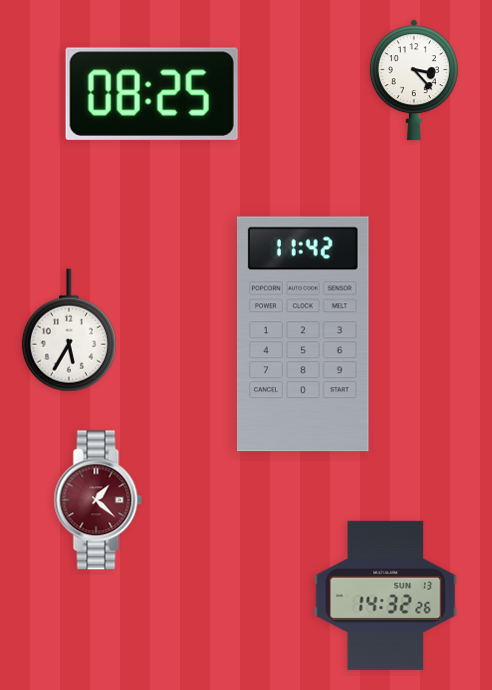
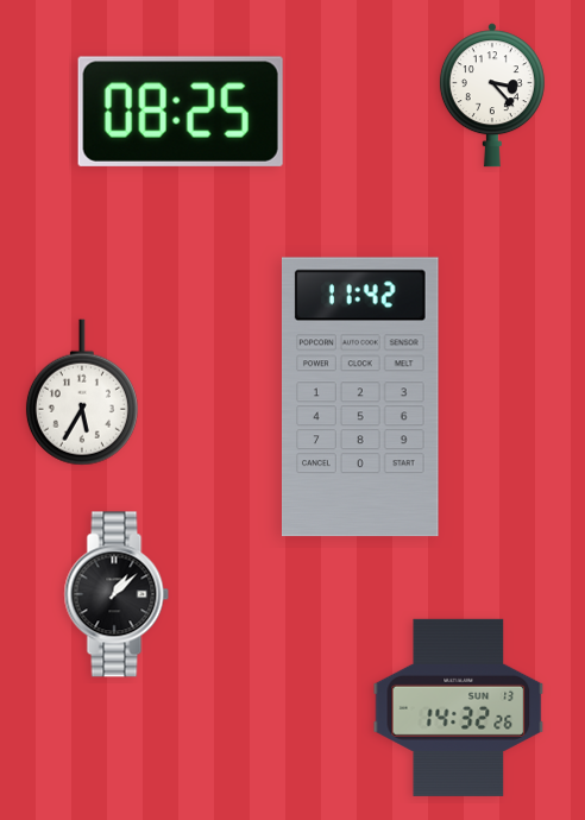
clock at (98, 500): 1:22 -> 1:08
clock at (98, 500) dial: burgundy -> black
